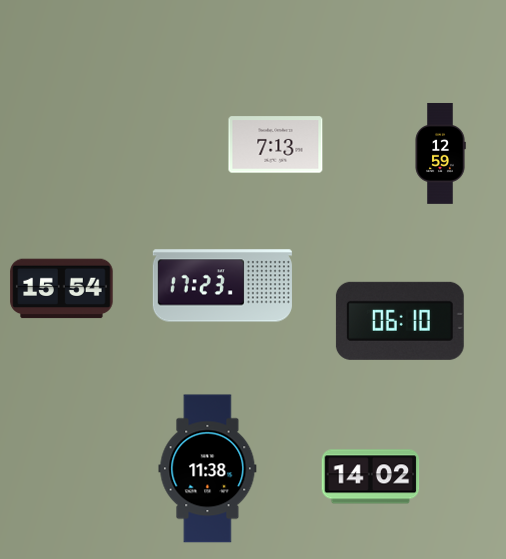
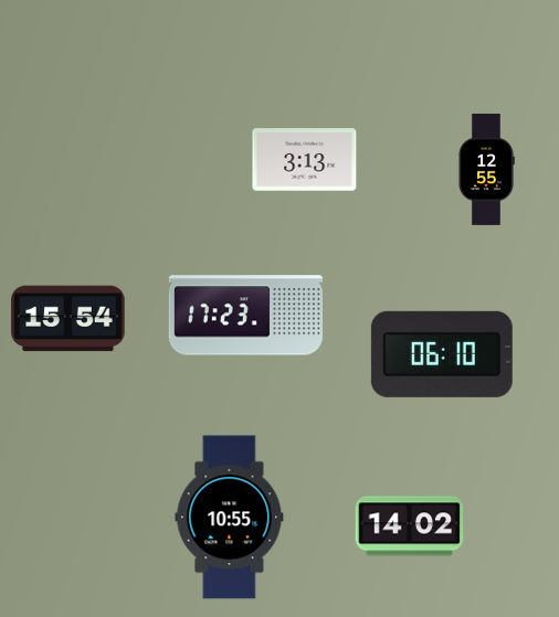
clock at (276, 145): 7:13 -> 3:13
clock at (440, 153): 12:59 -> 12:55
clock at (208, 469): 11:38 -> 10:55
